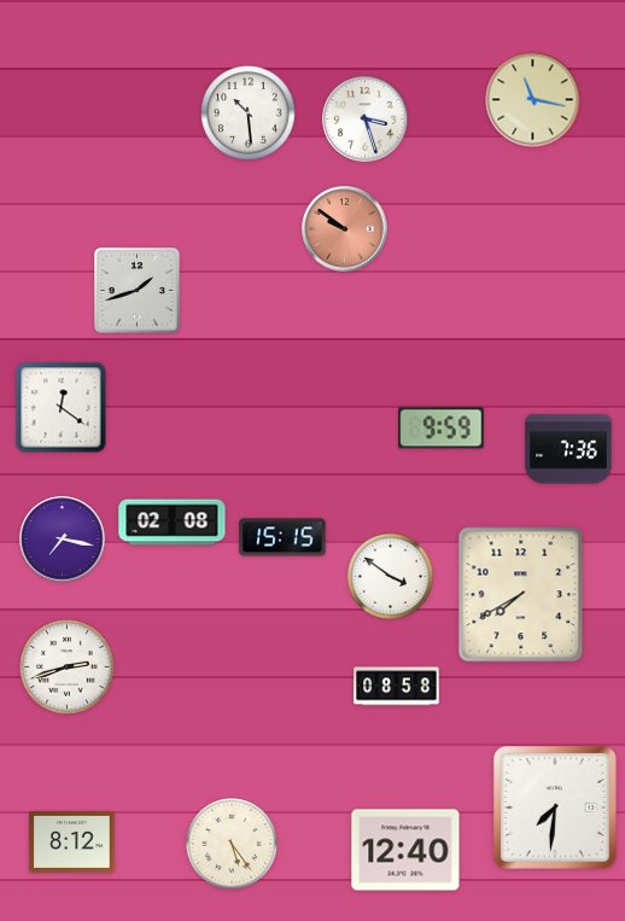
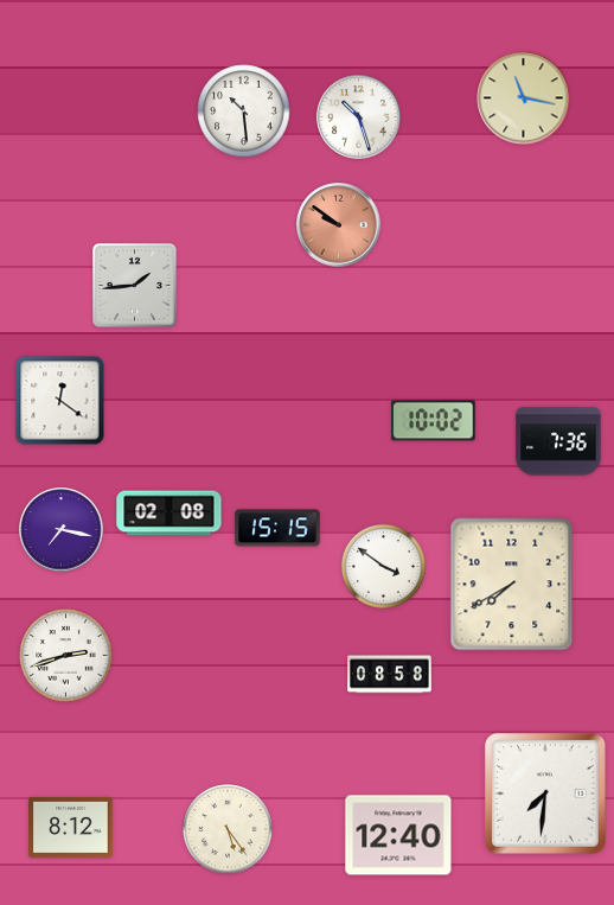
clock at (366, 120): 3:27 -> 10:27
clock at (138, 291): 1:42 -> 1:44
clock at (442, 429): 9:59 -> 10:02
